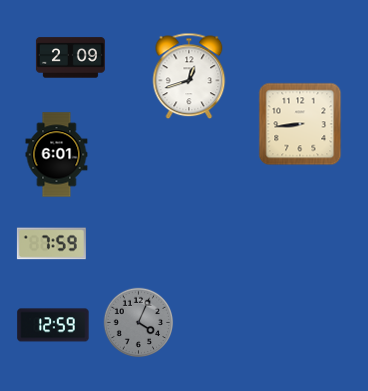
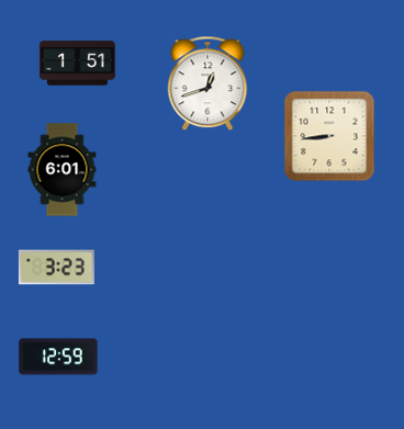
clock at (70, 58): 2:09 -> 1:51
clock at (51, 244): 7:59 -> 3:23
clock at (139, 323): 4:04 -> none
